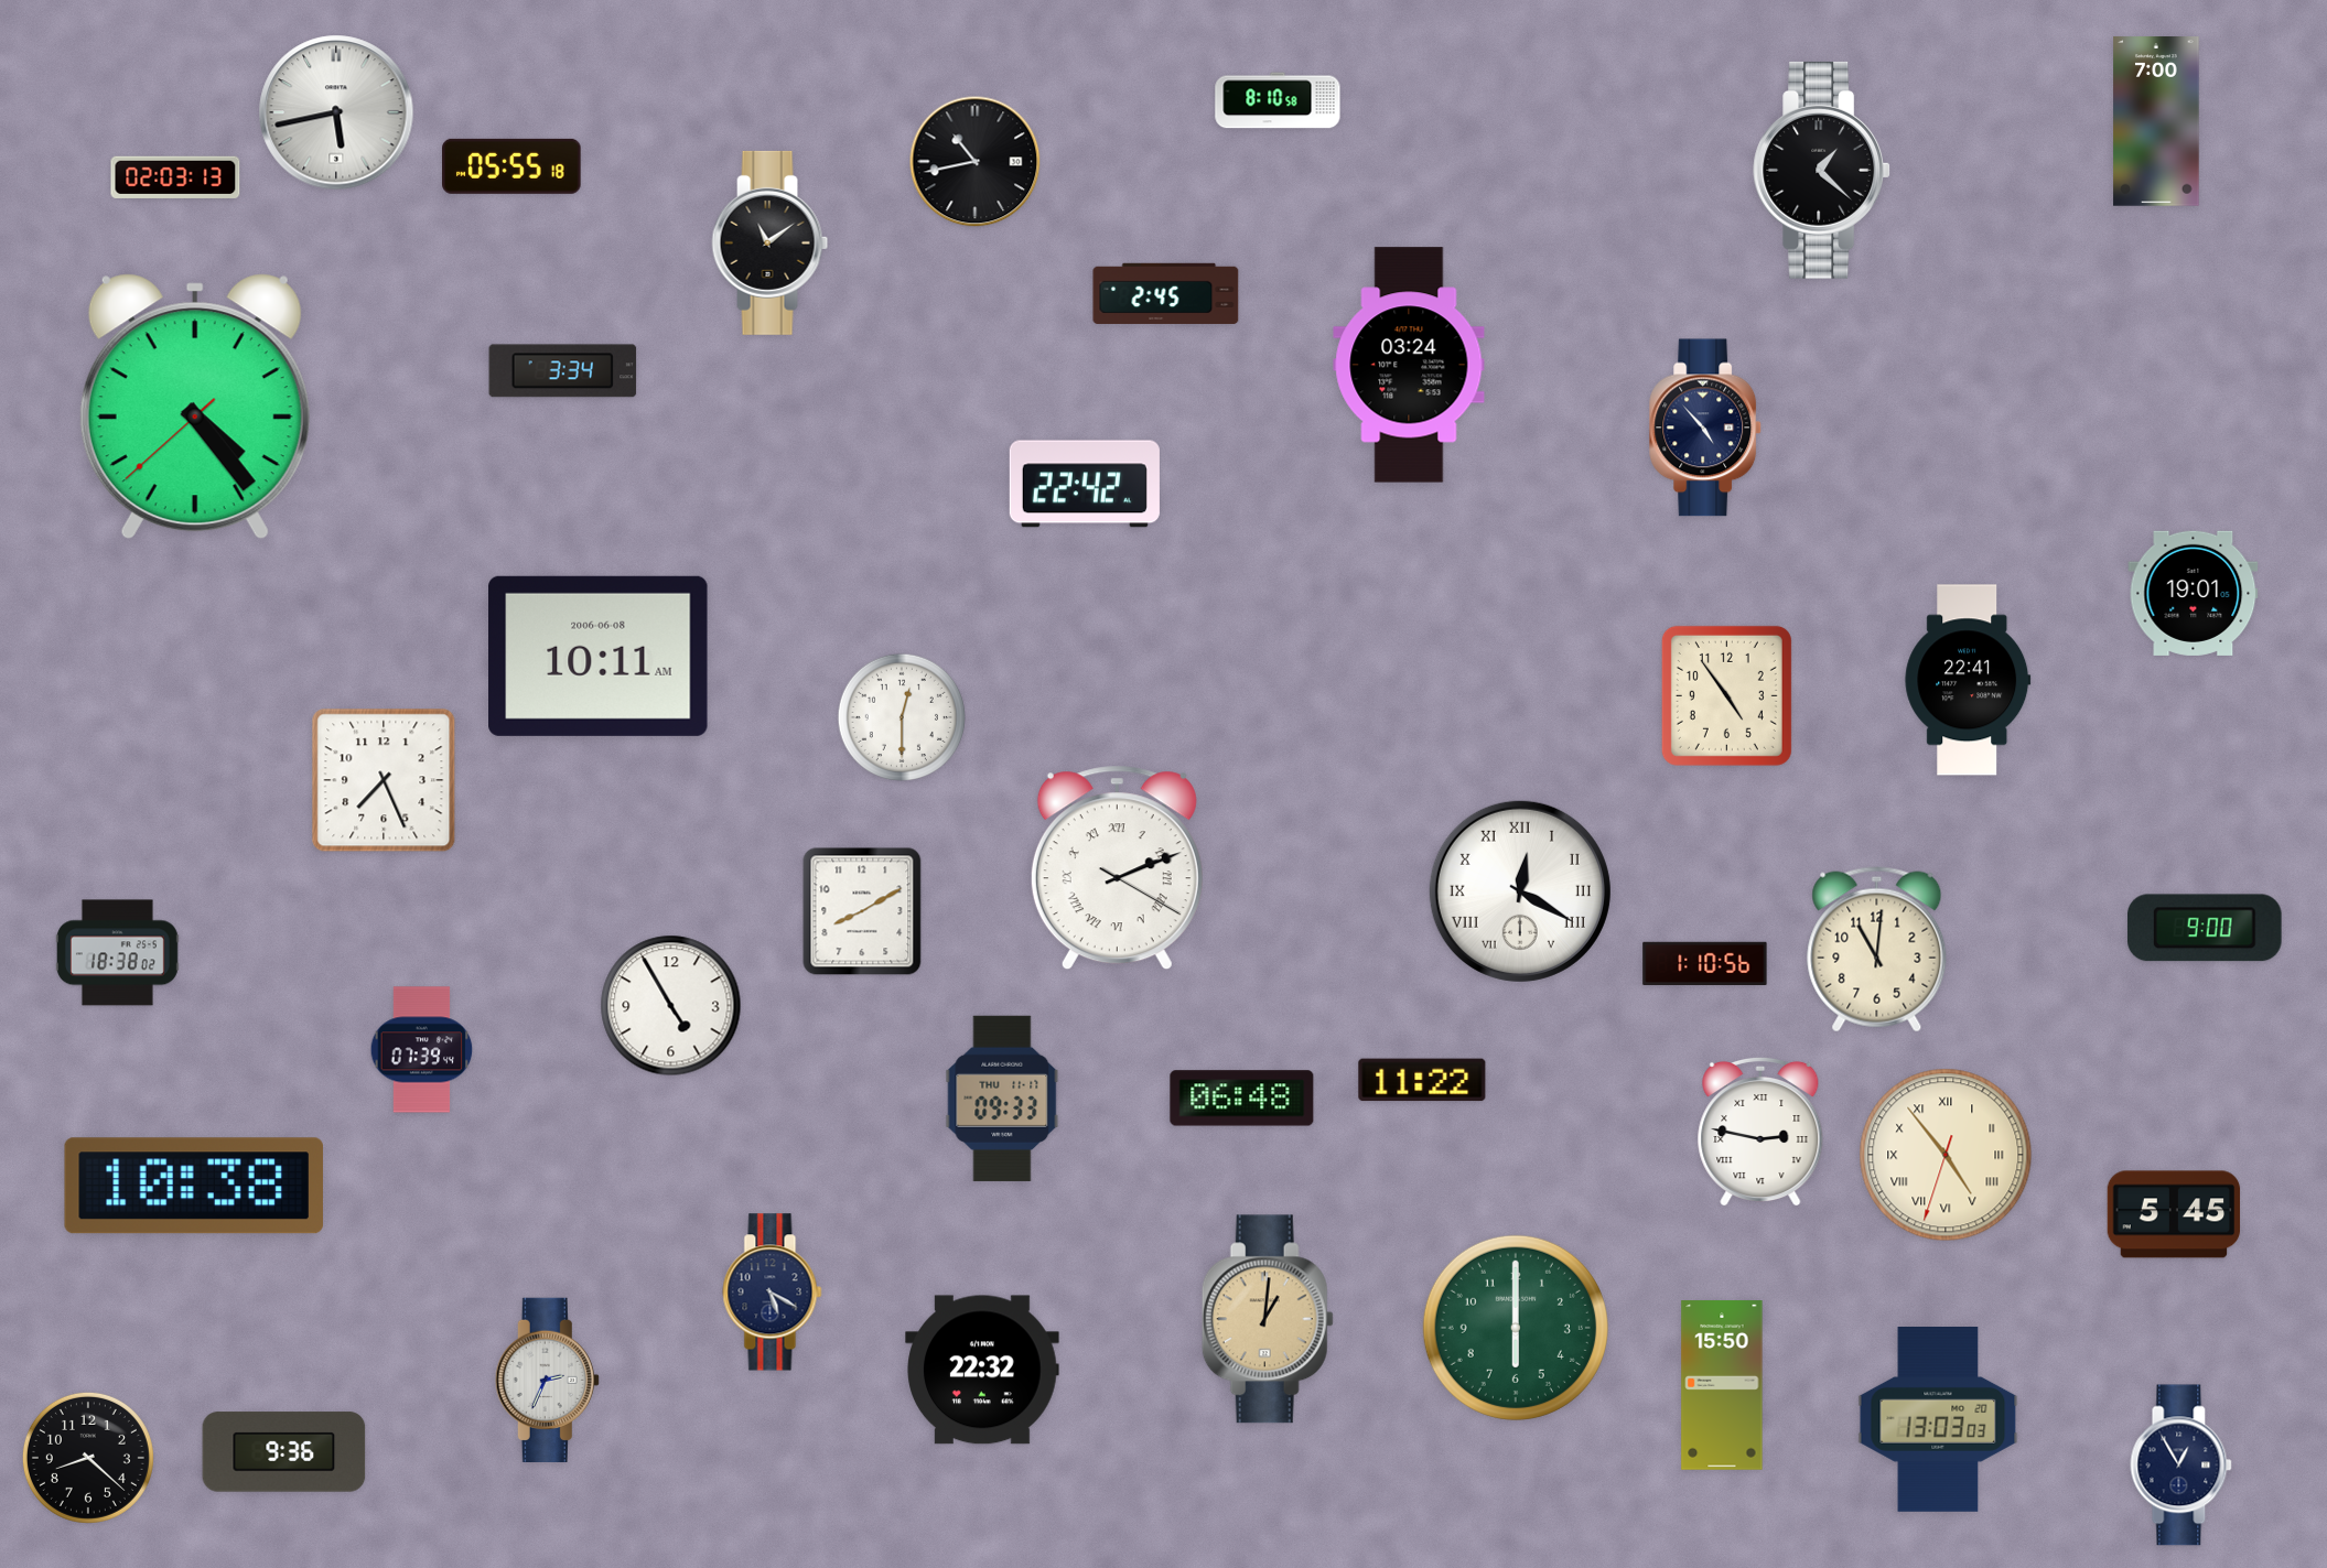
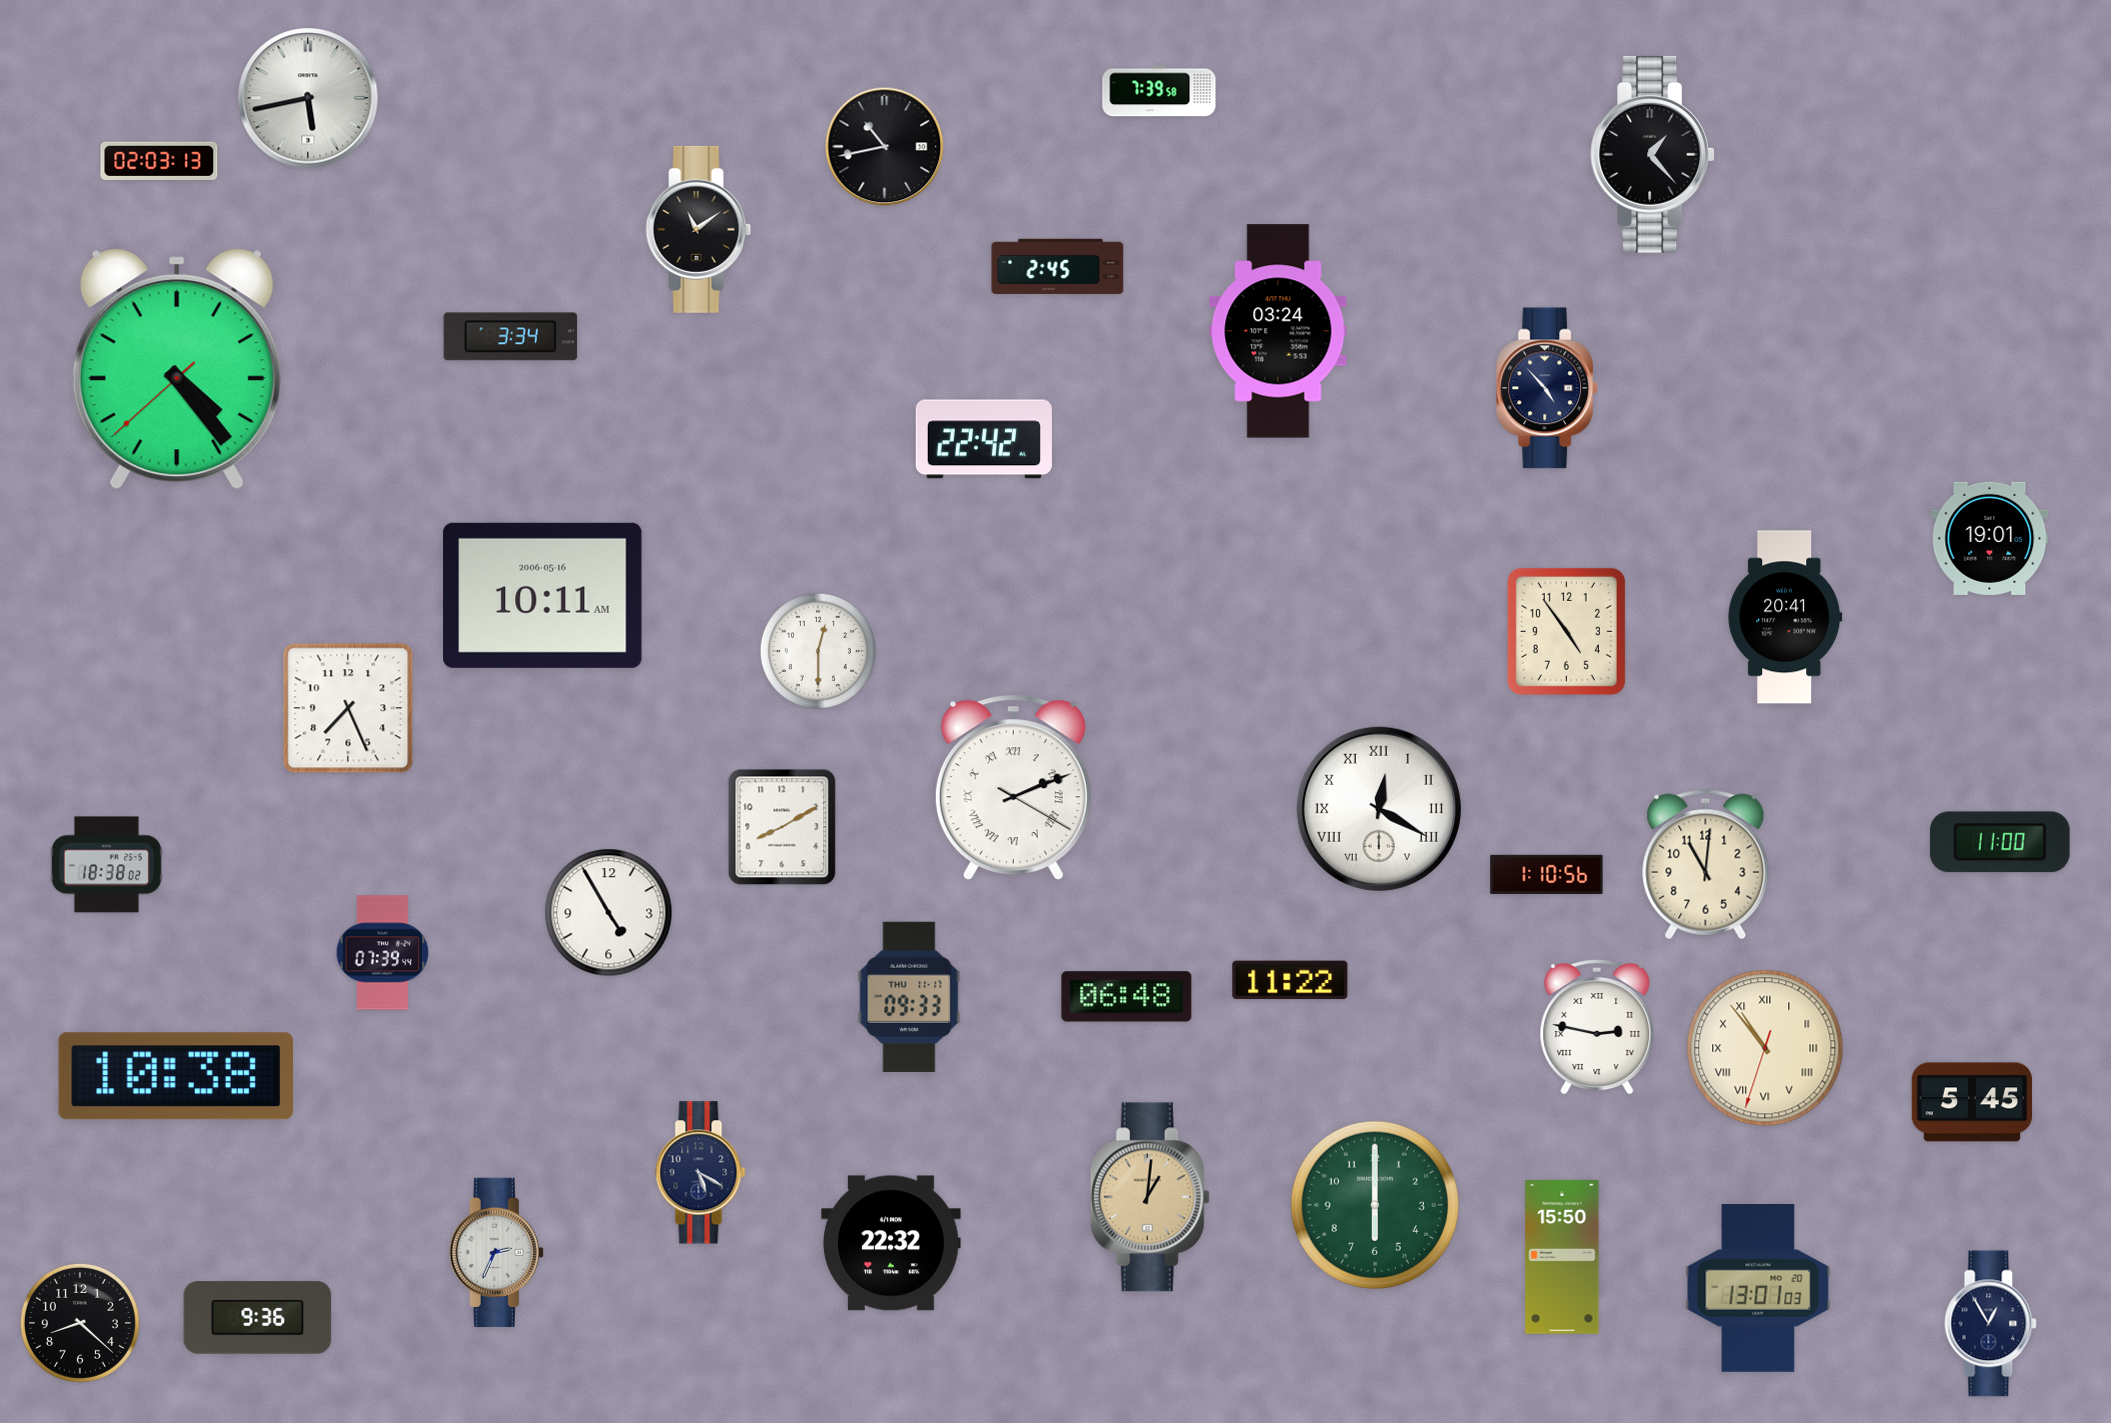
clock at (1278, 100): 8:10 -> 7:39
clock at (336, 112) position: (336, 112) -> (308, 98)
clock at (2156, 121): 7:00 -> none
clock at (511, 166): 05:55 -> none
clock at (1822, 170): 1:22 -> 1:23
clock at (771, 242) position: (771, 242) -> (699, 229)
clock at (599, 656) date: 2006-06-08 -> 2006-05-16
clock at (1968, 680): 22:41 -> 20:41
clock at (2205, 928): 9:00 -> 11:00
clock at (1877, 950) position: (1877, 950) -> (1706, 865)
clock at (1946, 1155): 4:53 -> 10:53
clock at (1938, 1420): 13:03 -> 13:01
clock at (2181, 1466) position: (2181, 1466) -> (1991, 1324)
